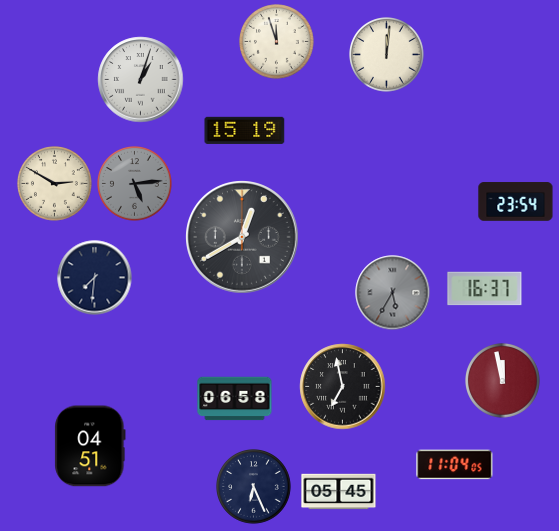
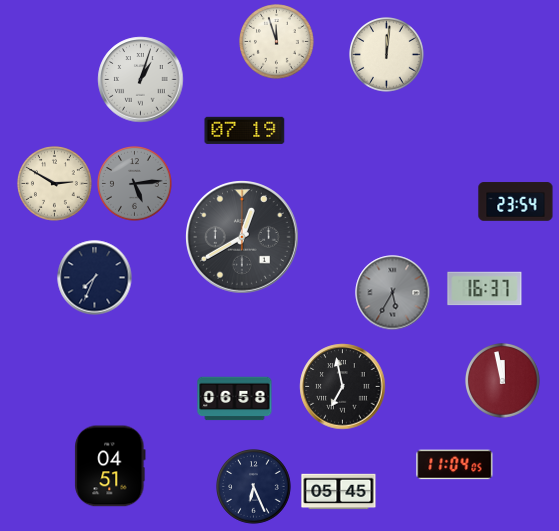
clock at (245, 130): 15:19 -> 07:19
clock at (95, 278): 7:31 -> 7:34
clock at (90, 446) position: (90, 446) -> (110, 466)
